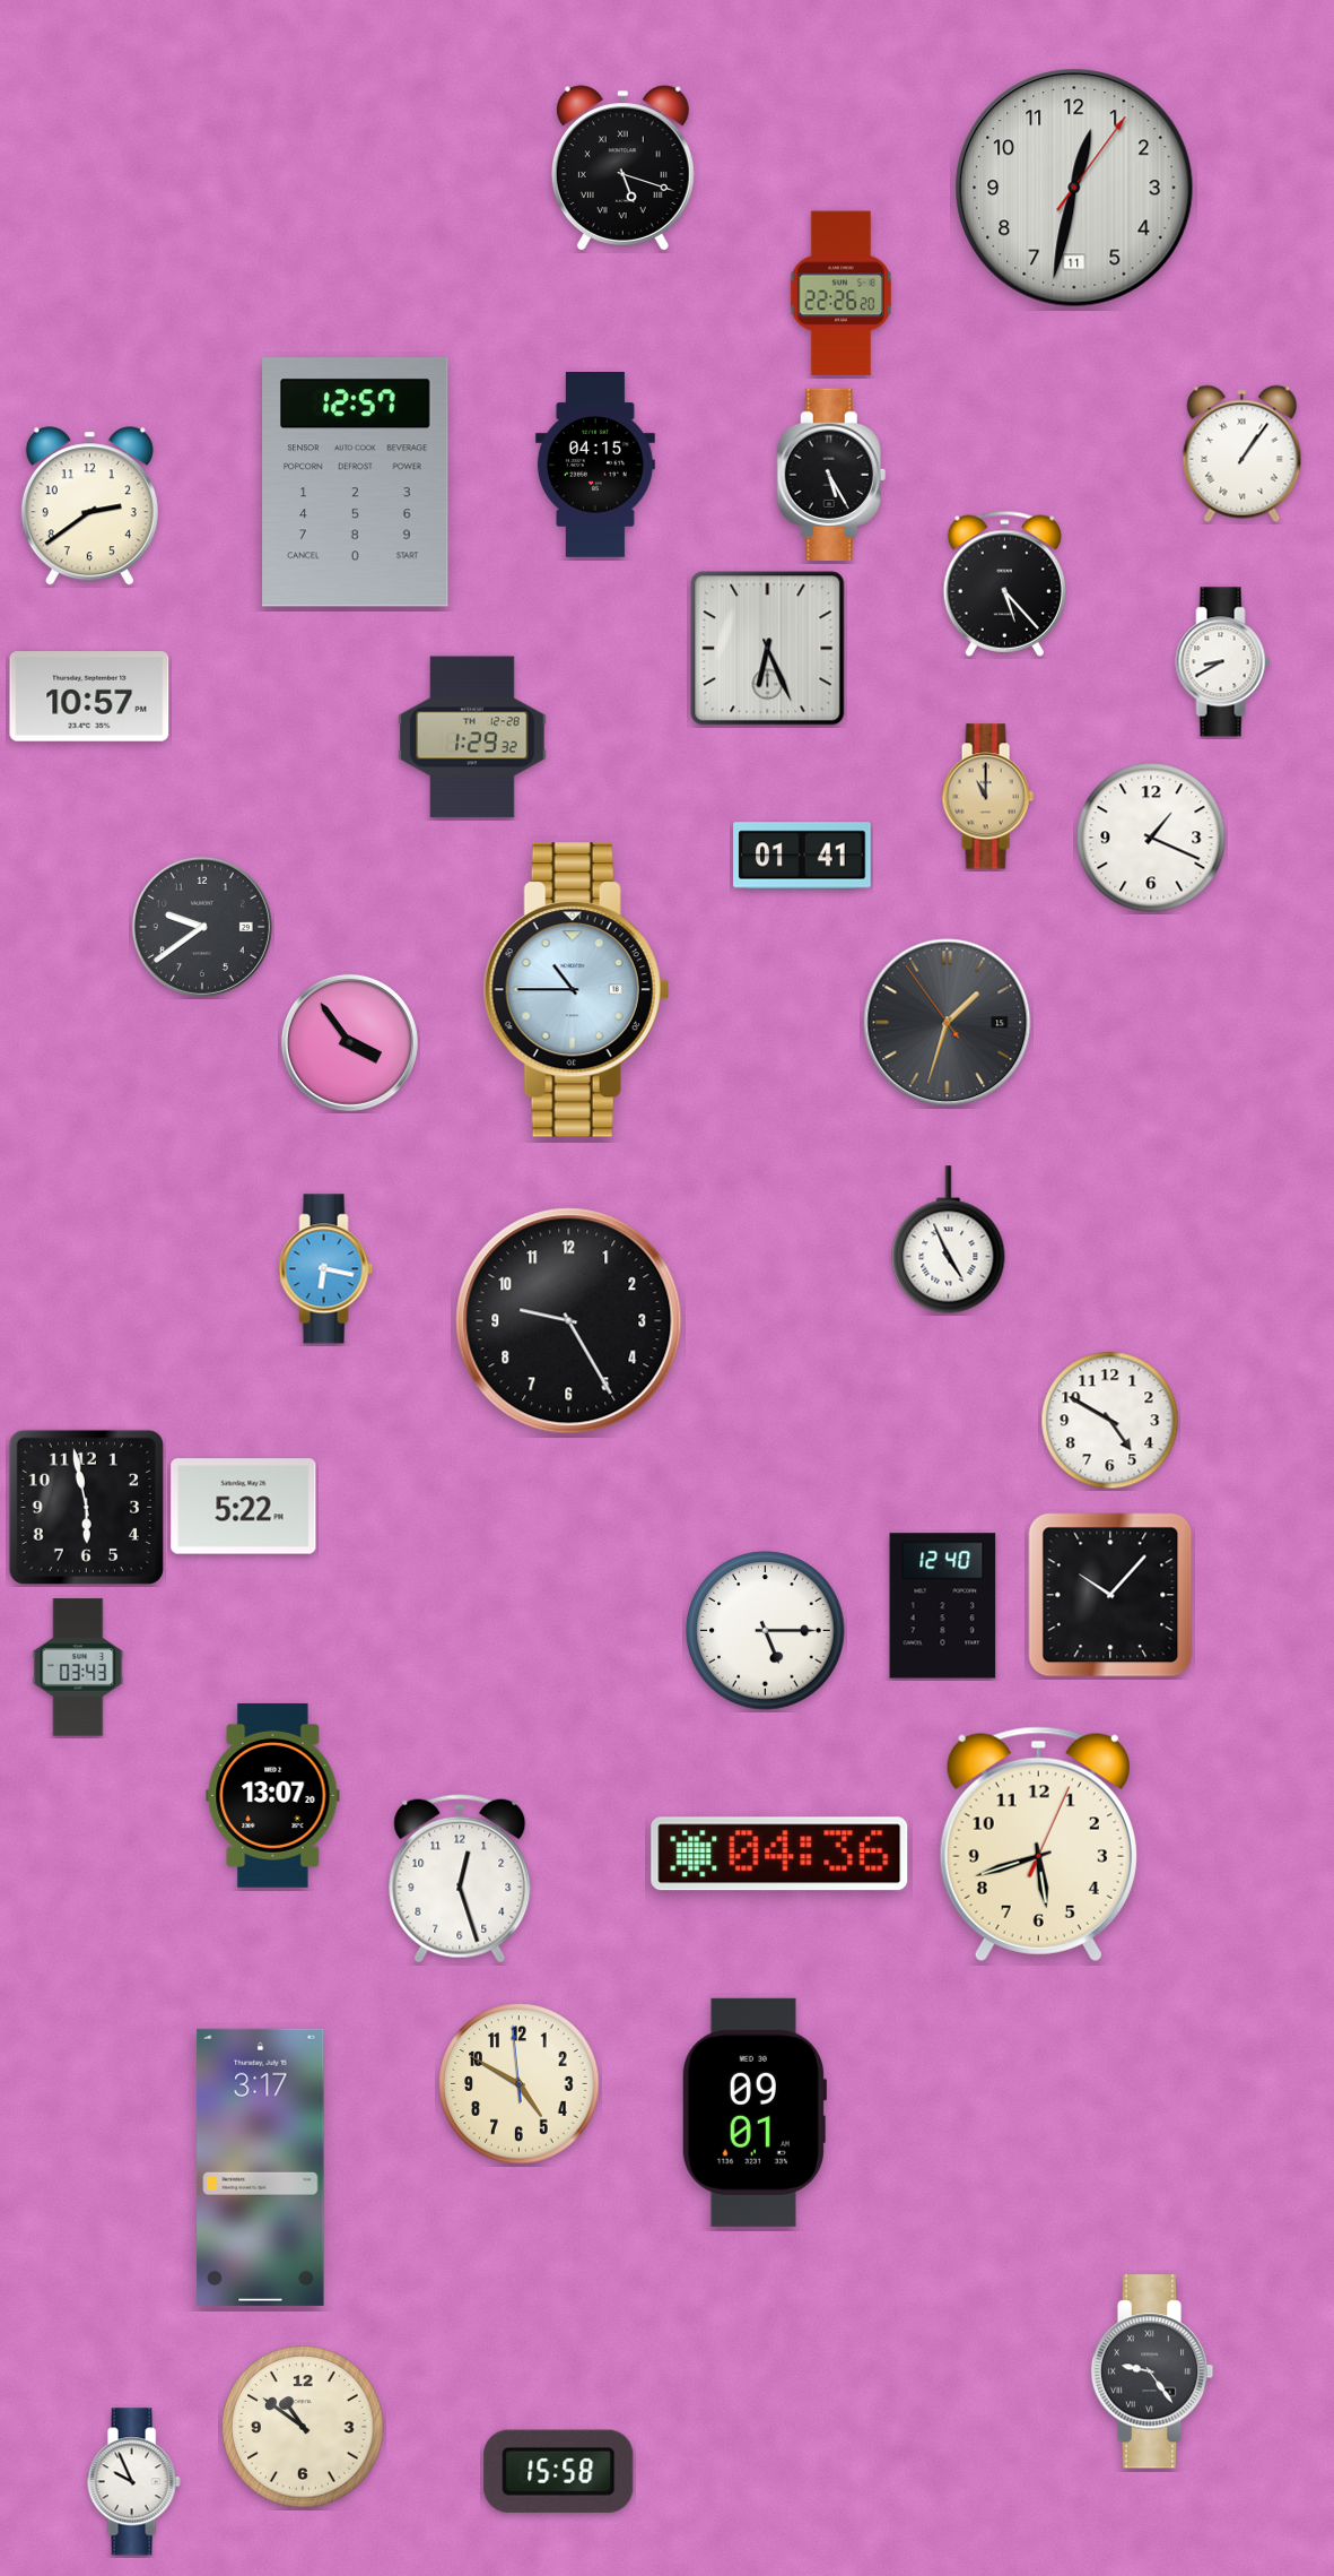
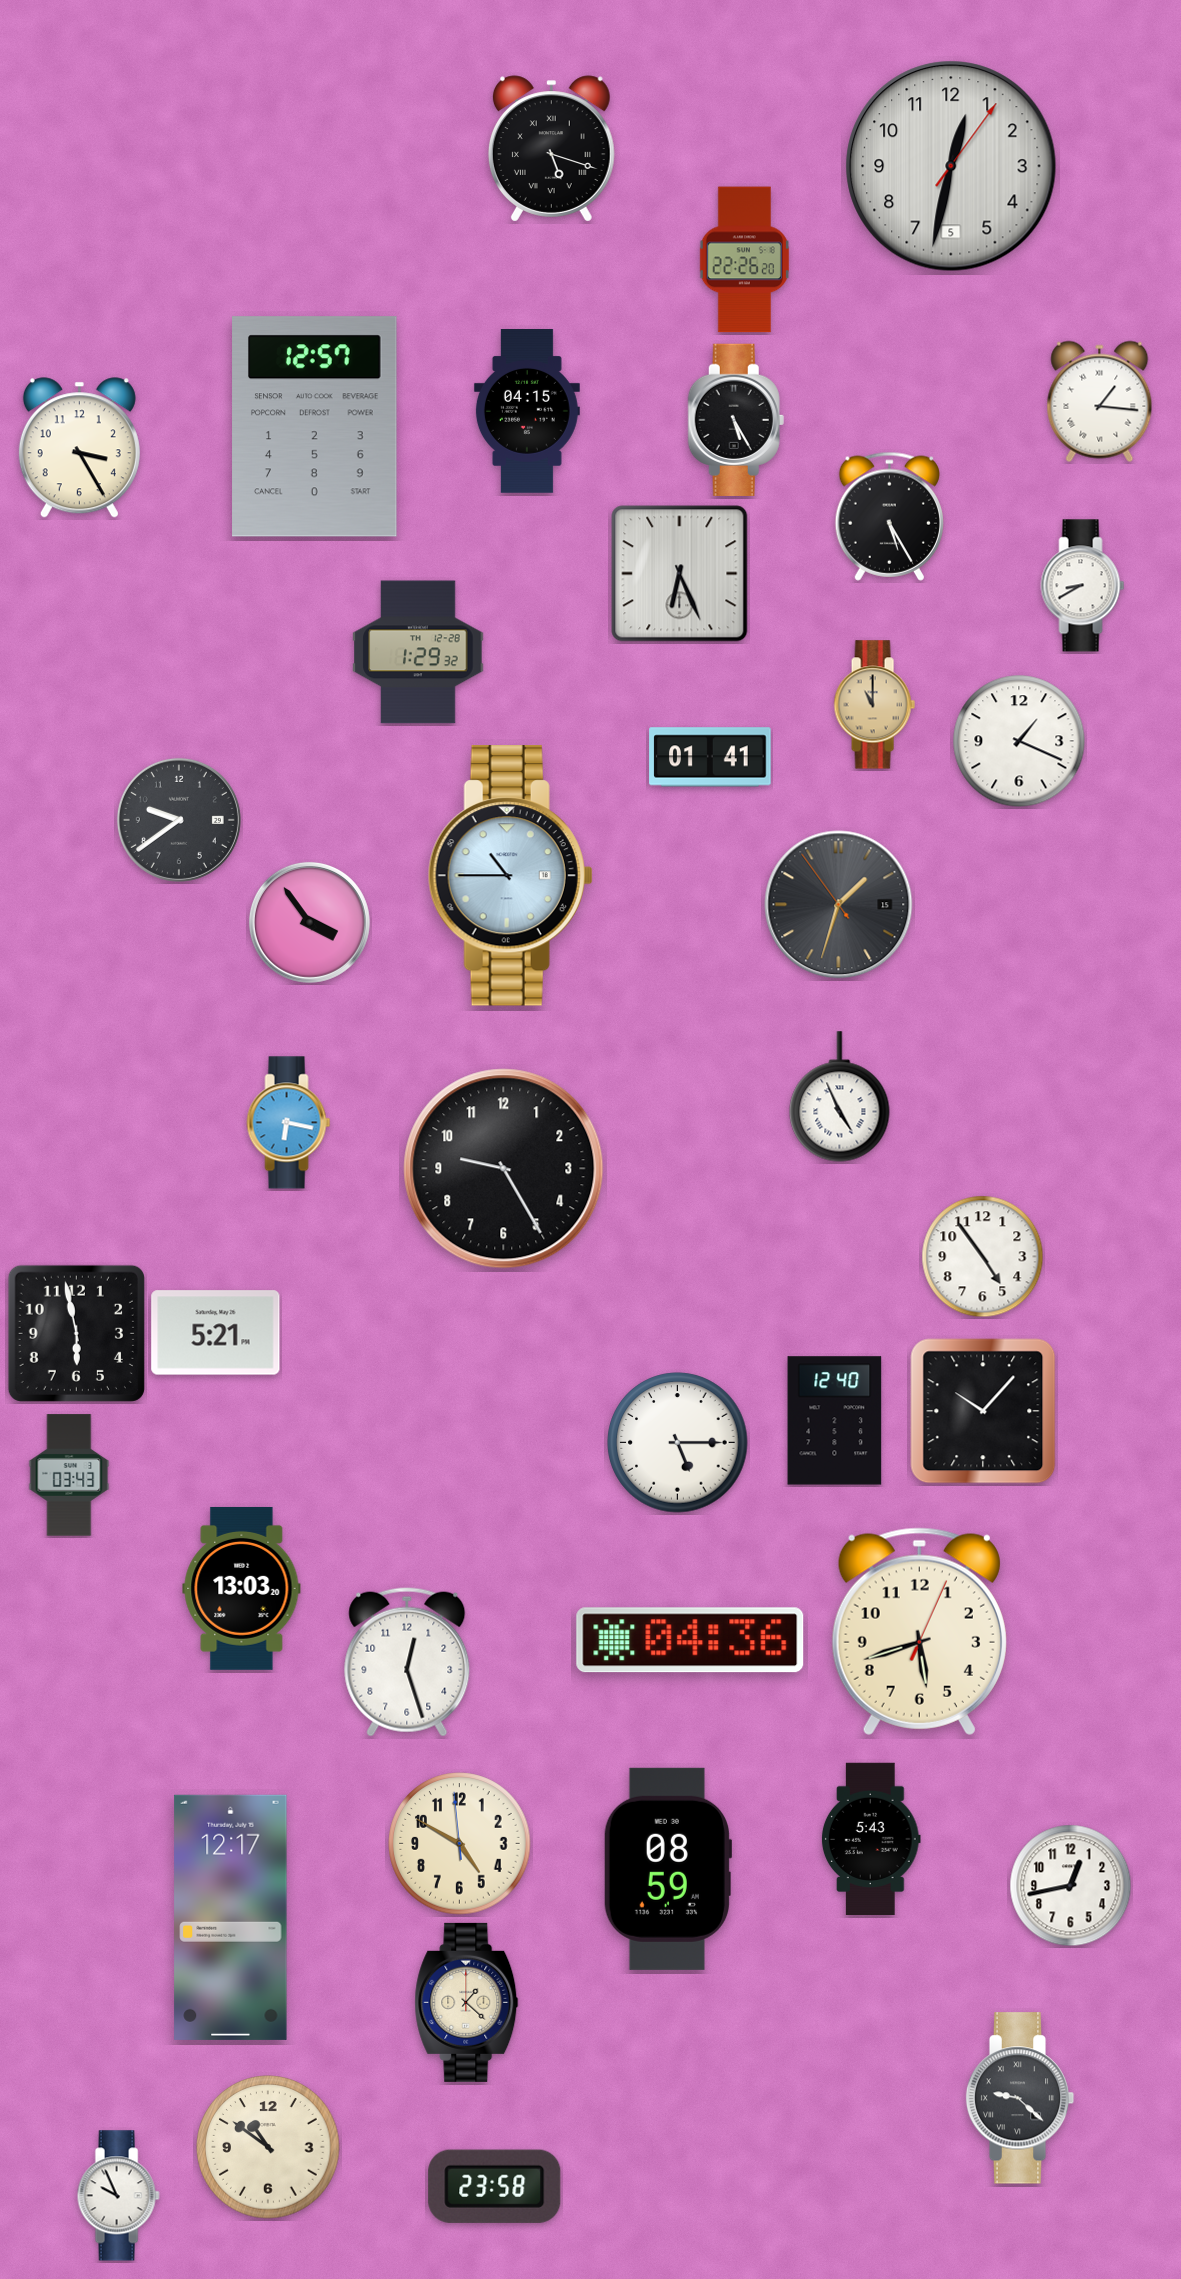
clock at (1074, 188) date: 11 -> 5
clock at (1243, 454): 1:06 -> 1:16
clock at (89, 506): 2:39 -> 3:25
clock at (1004, 583): 5:23 -> 5:25
clock at (89, 696): 10:57 -> none
clock at (1110, 1421): 4:50 -> 4:54
clock at (244, 1507): 5:22 -> 5:21
clock at (273, 1795): 13:07 -> 13:03
clock at (871, 1838): none -> 5:43
clock at (753, 2113): 09:01 -> 08:59
clock at (1071, 1886): none -> 12:43
clock at (261, 2167): 3:17 -> 12:17
clock at (467, 2002): none -> 1:22
clock at (1152, 2371): 9:24 -> 9:22
clock at (559, 2471): 15:58 -> 23:58
